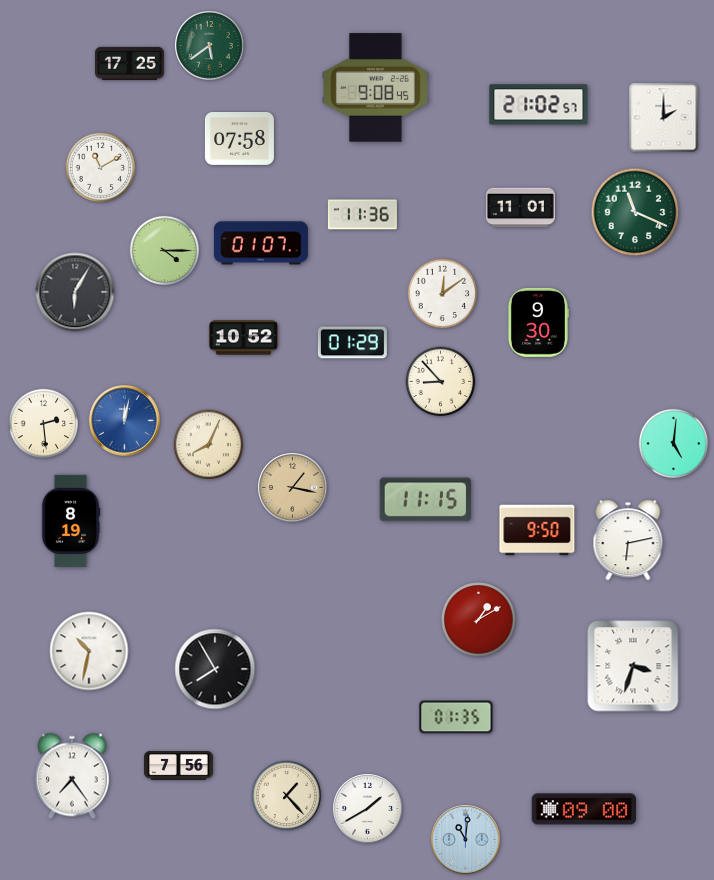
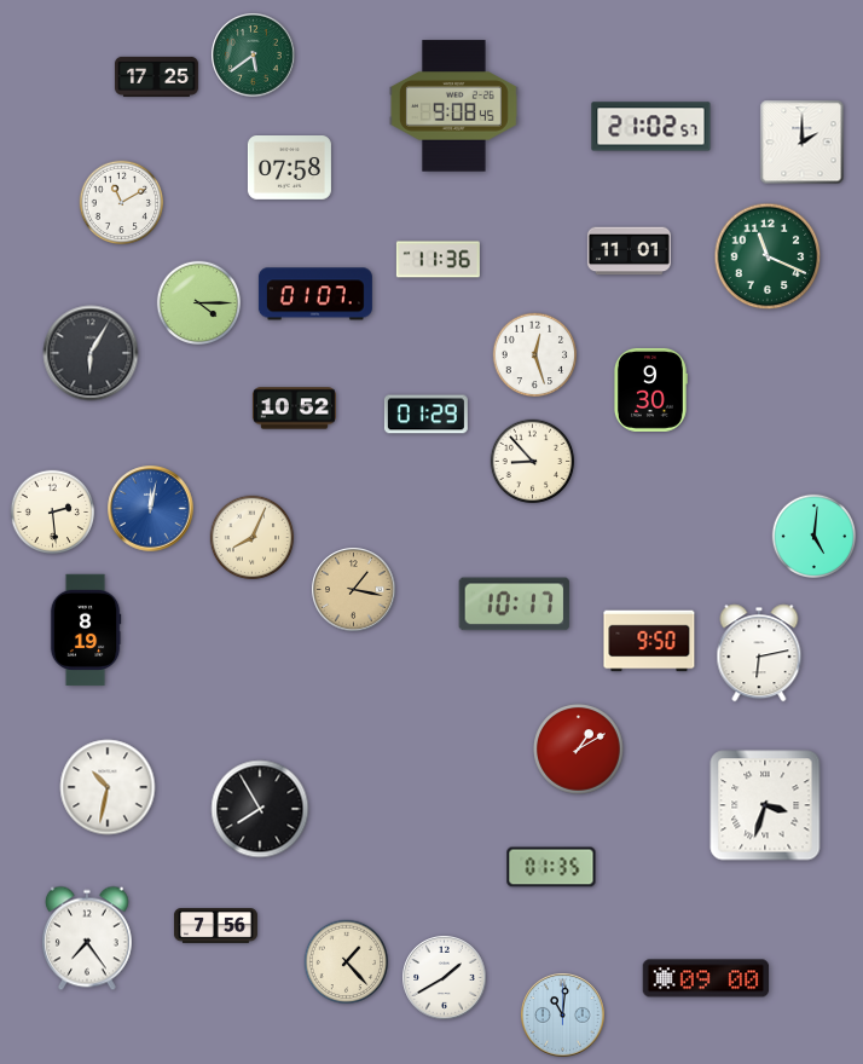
clock at (443, 294): 12:09 -> 12:27
clock at (426, 500): 11:15 -> 10:17
